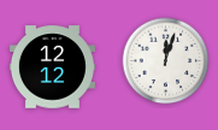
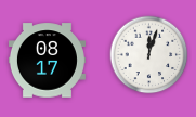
clock at (52, 67): 12:12 -> 08:17
